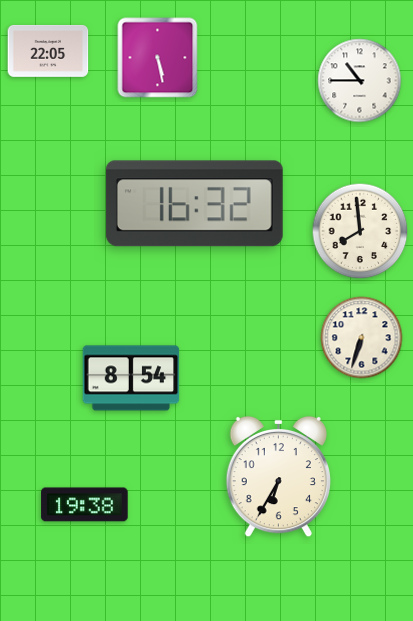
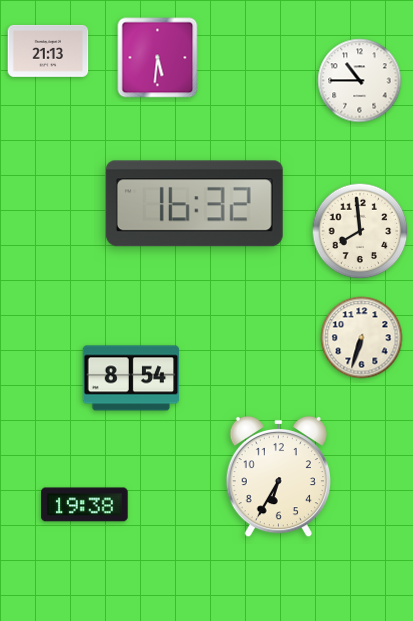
clock at (48, 51): 22:05 -> 21:13
clock at (158, 58): 5:28 -> 5:31
